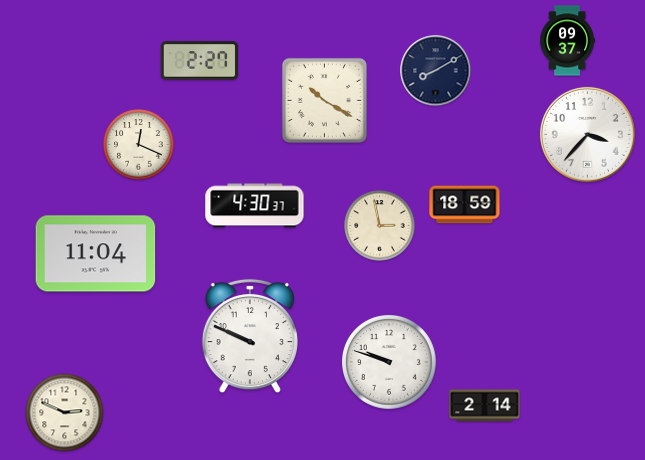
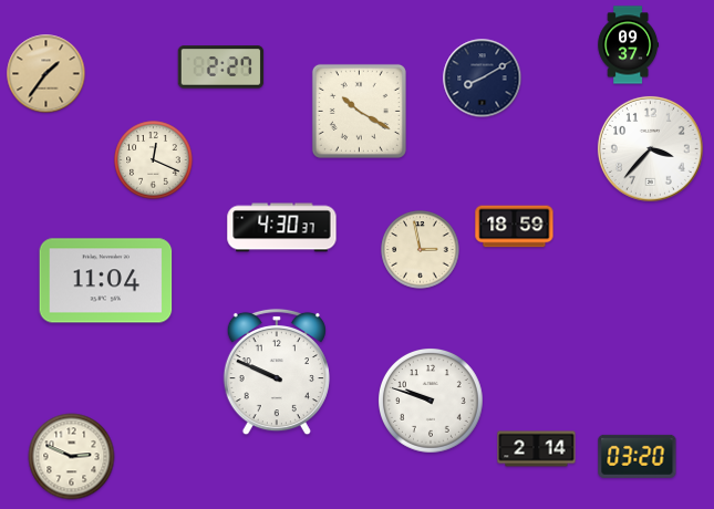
clock at (46, 74): none -> 1:36
clock at (638, 456): none -> 03:20
